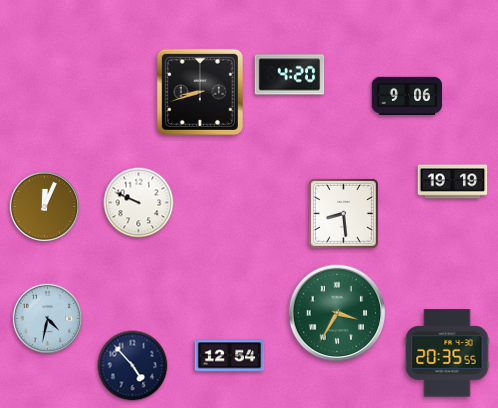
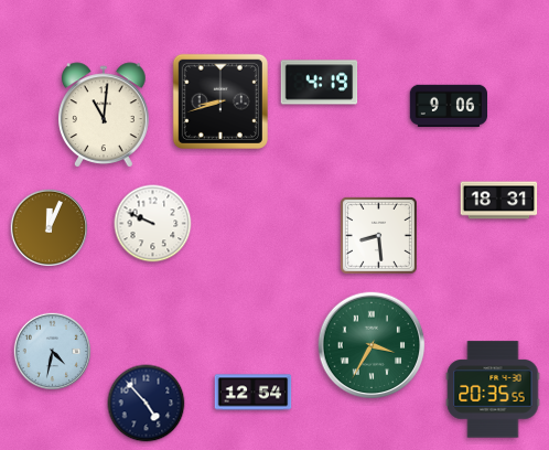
clock at (290, 75): 4:20 -> 4:19
clock at (105, 115): none -> 11:01
clock at (453, 182): 19:19 -> 18:31
